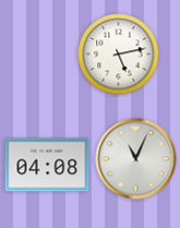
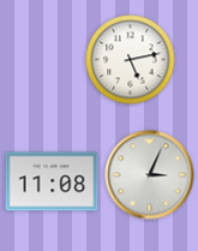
clock at (136, 159): 11:04 -> 3:04
clock at (47, 165): 04:08 -> 11:08
